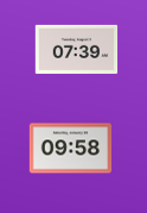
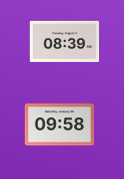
clock at (77, 49): 07:39 -> 08:39
